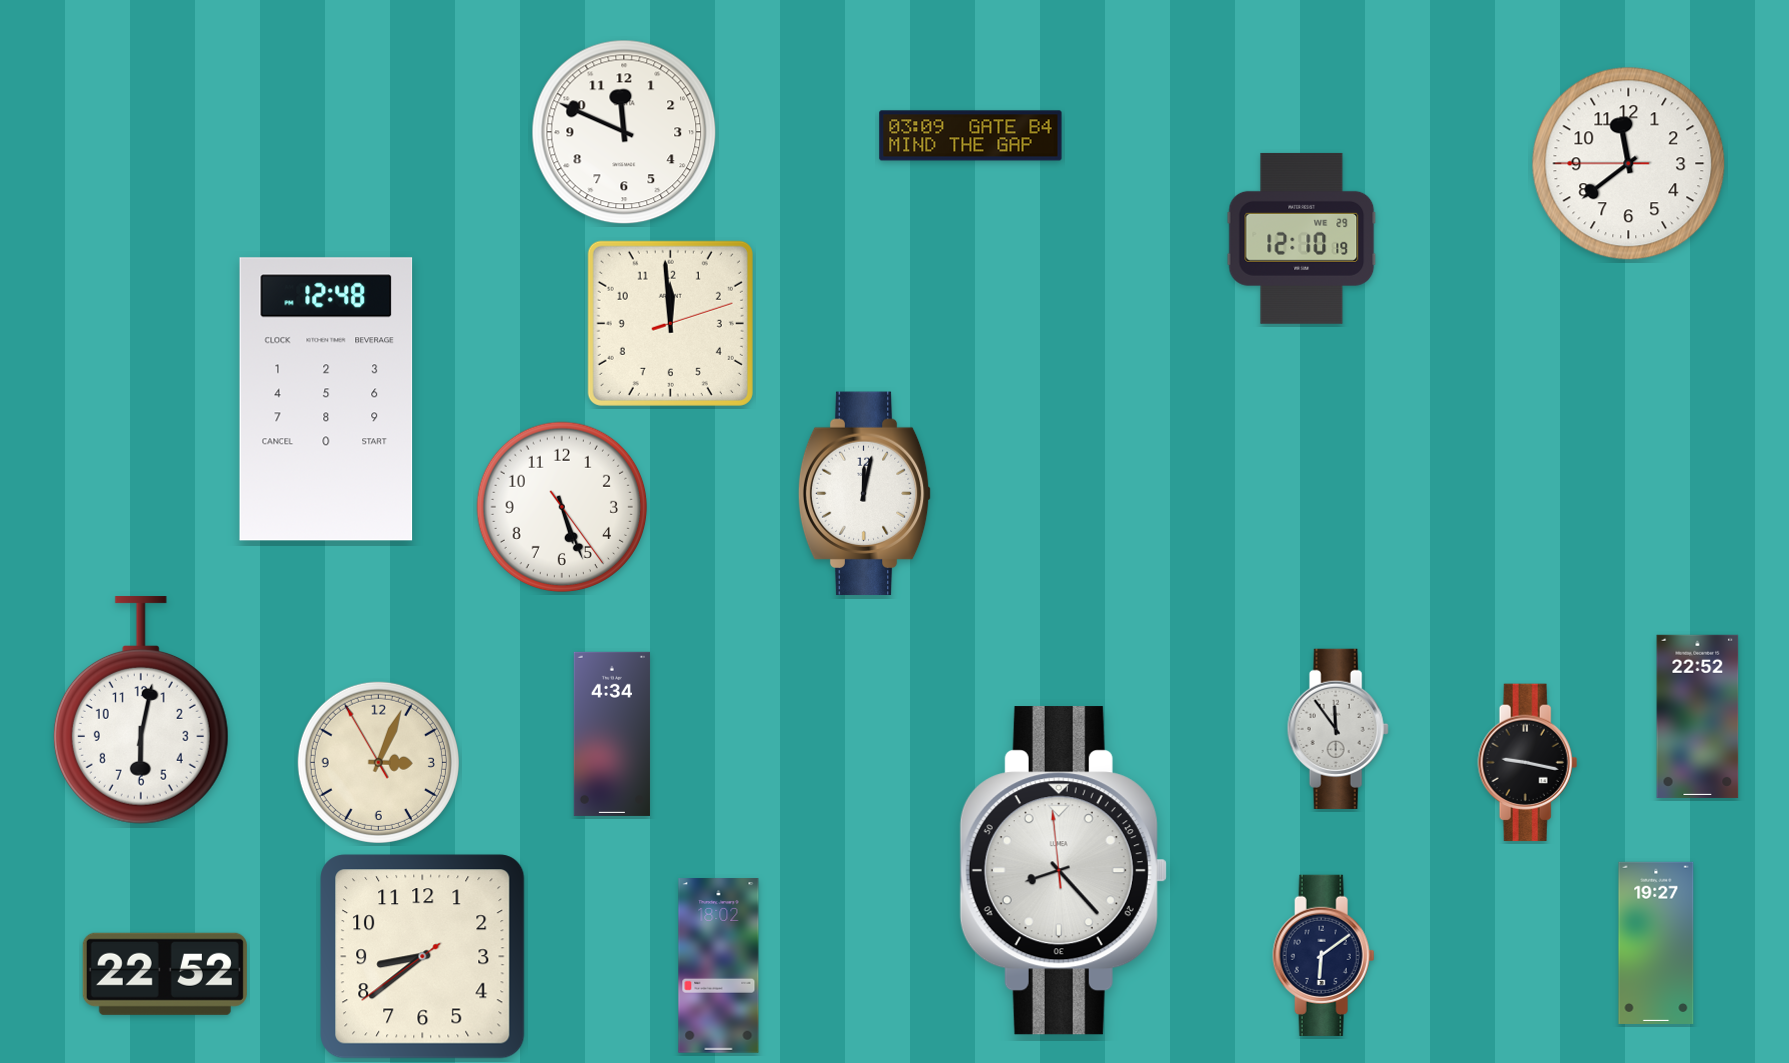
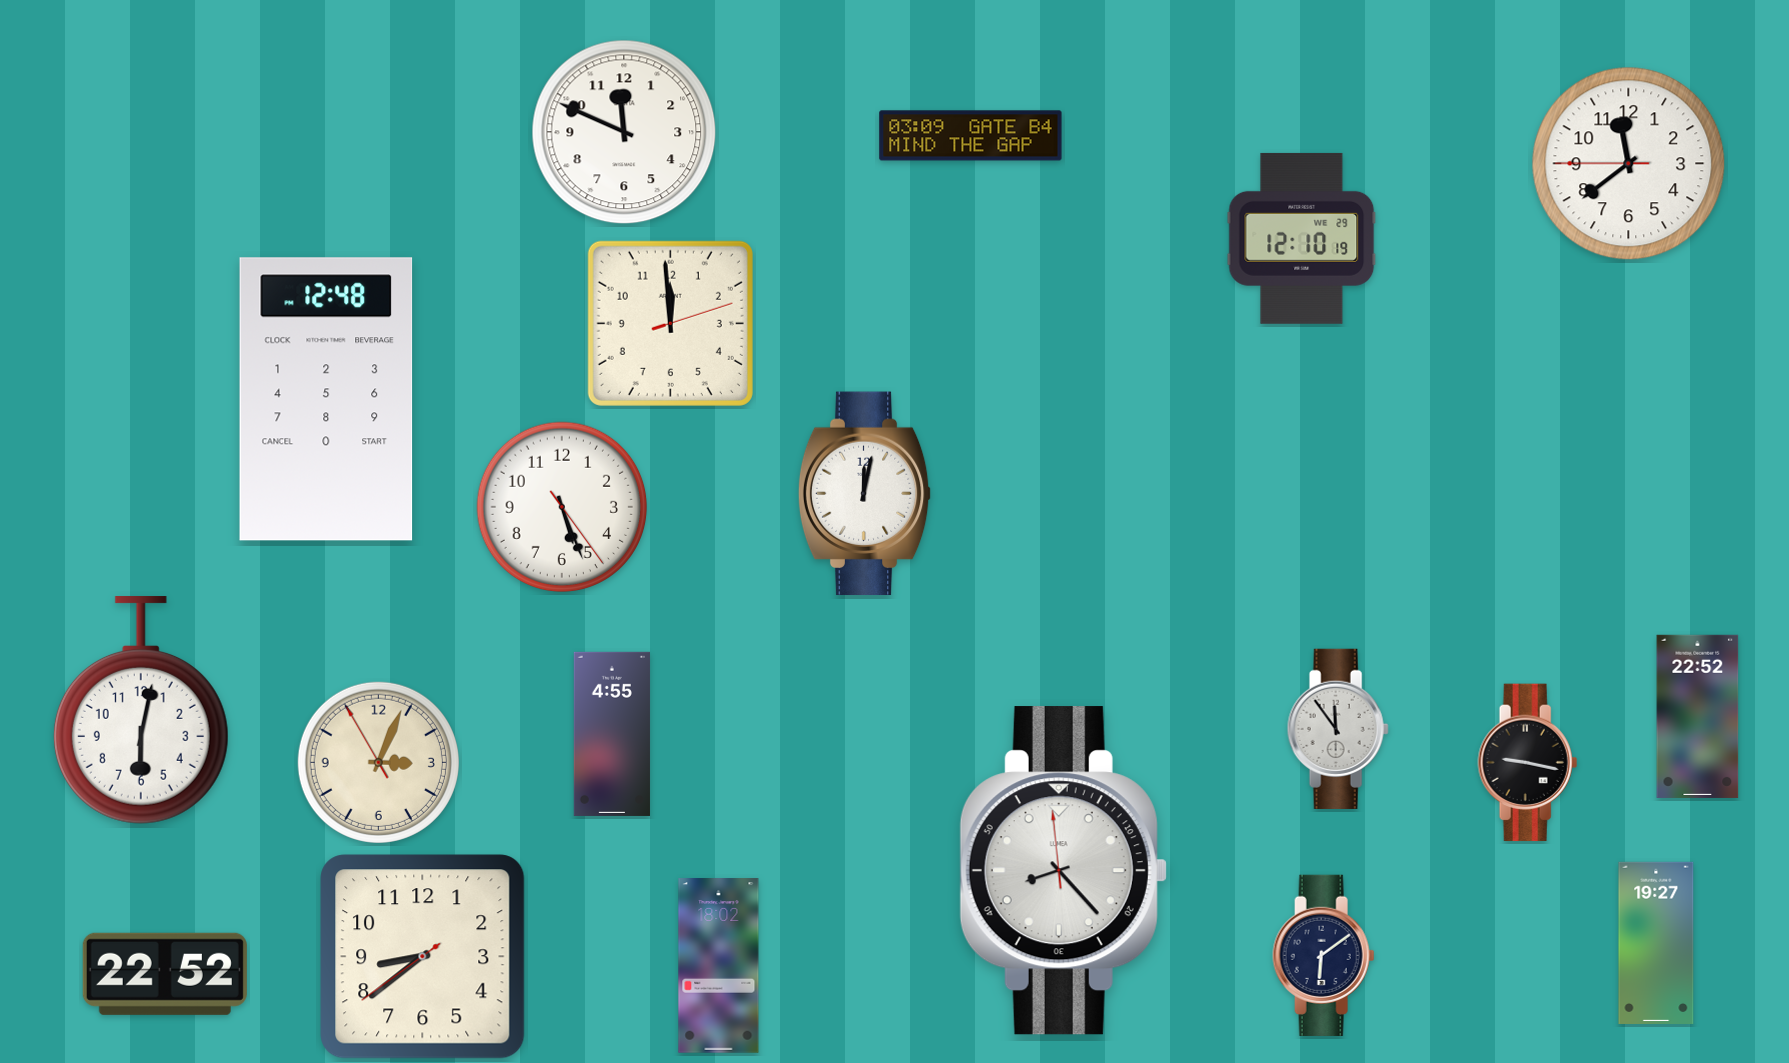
clock at (612, 734): 4:34 -> 4:55
